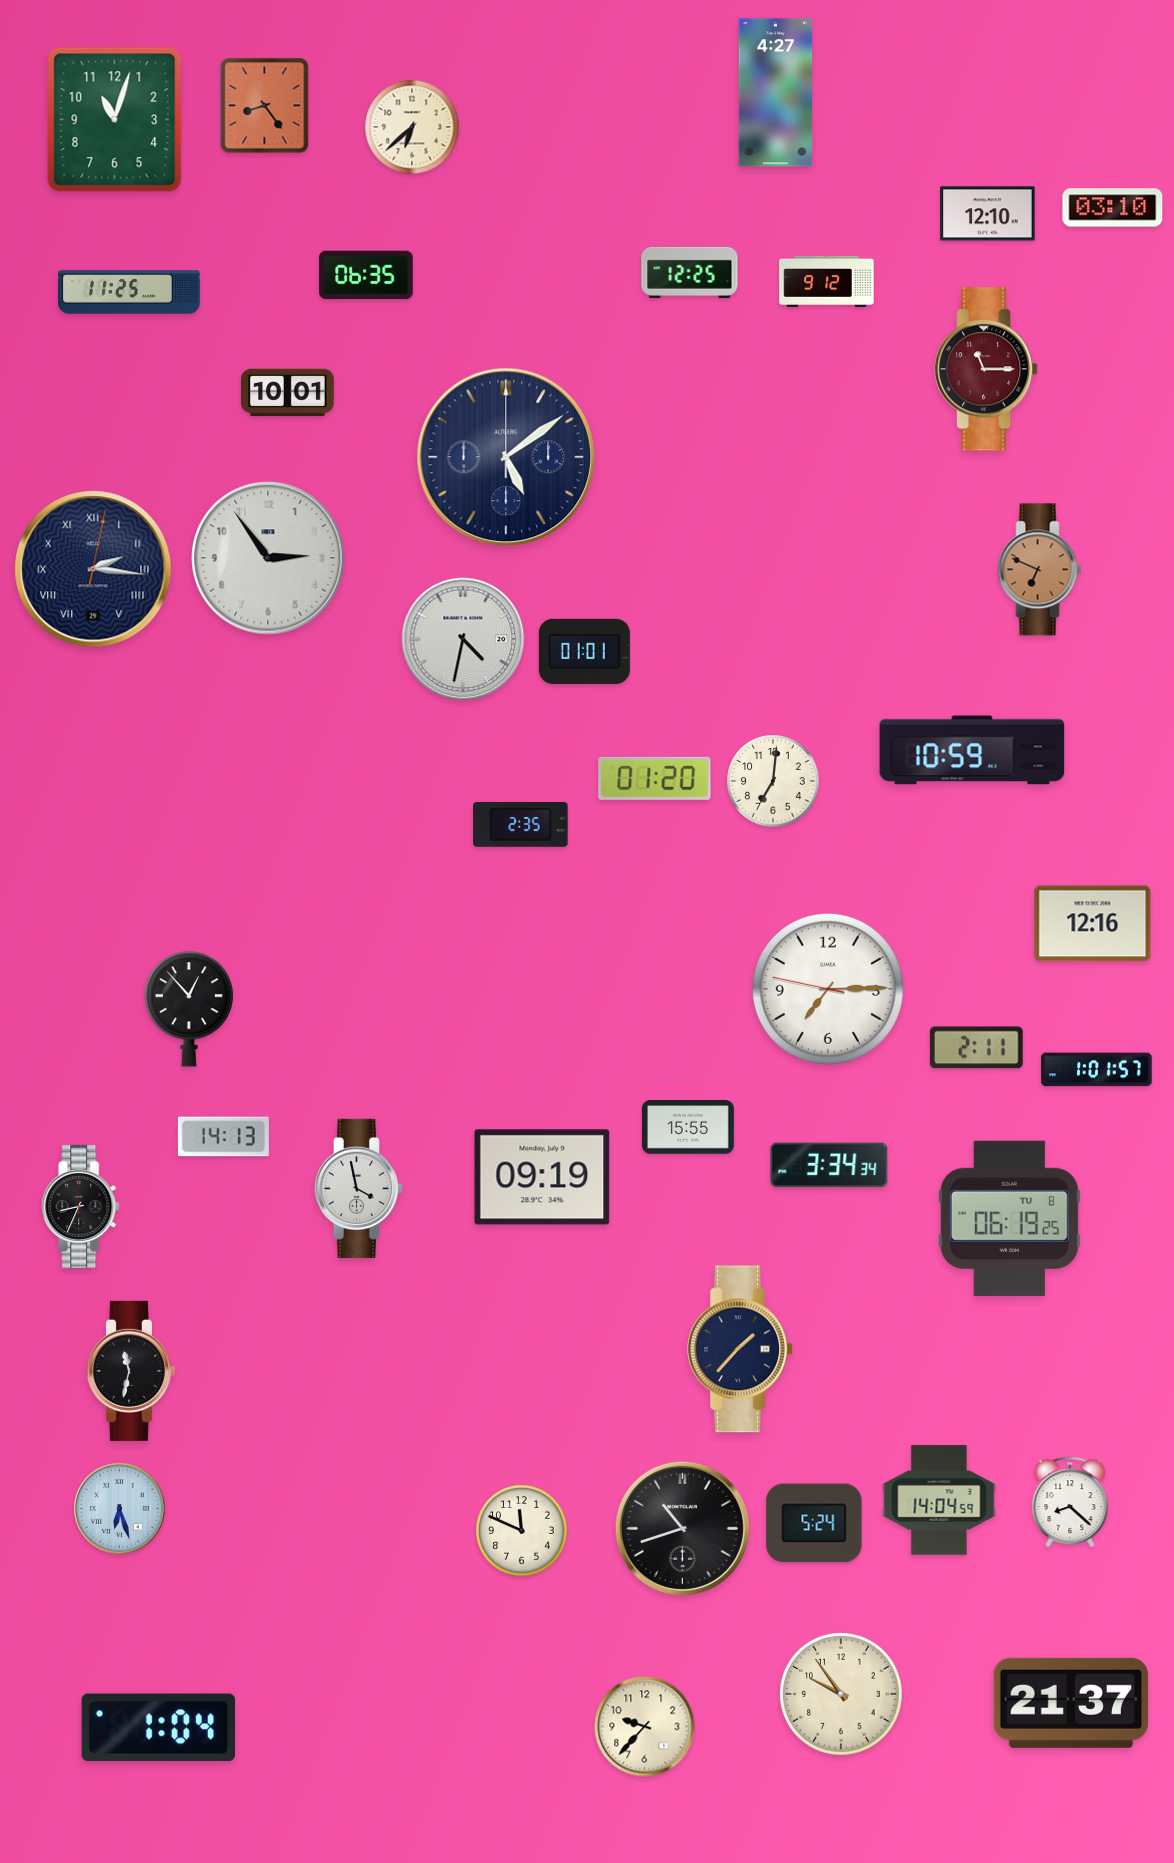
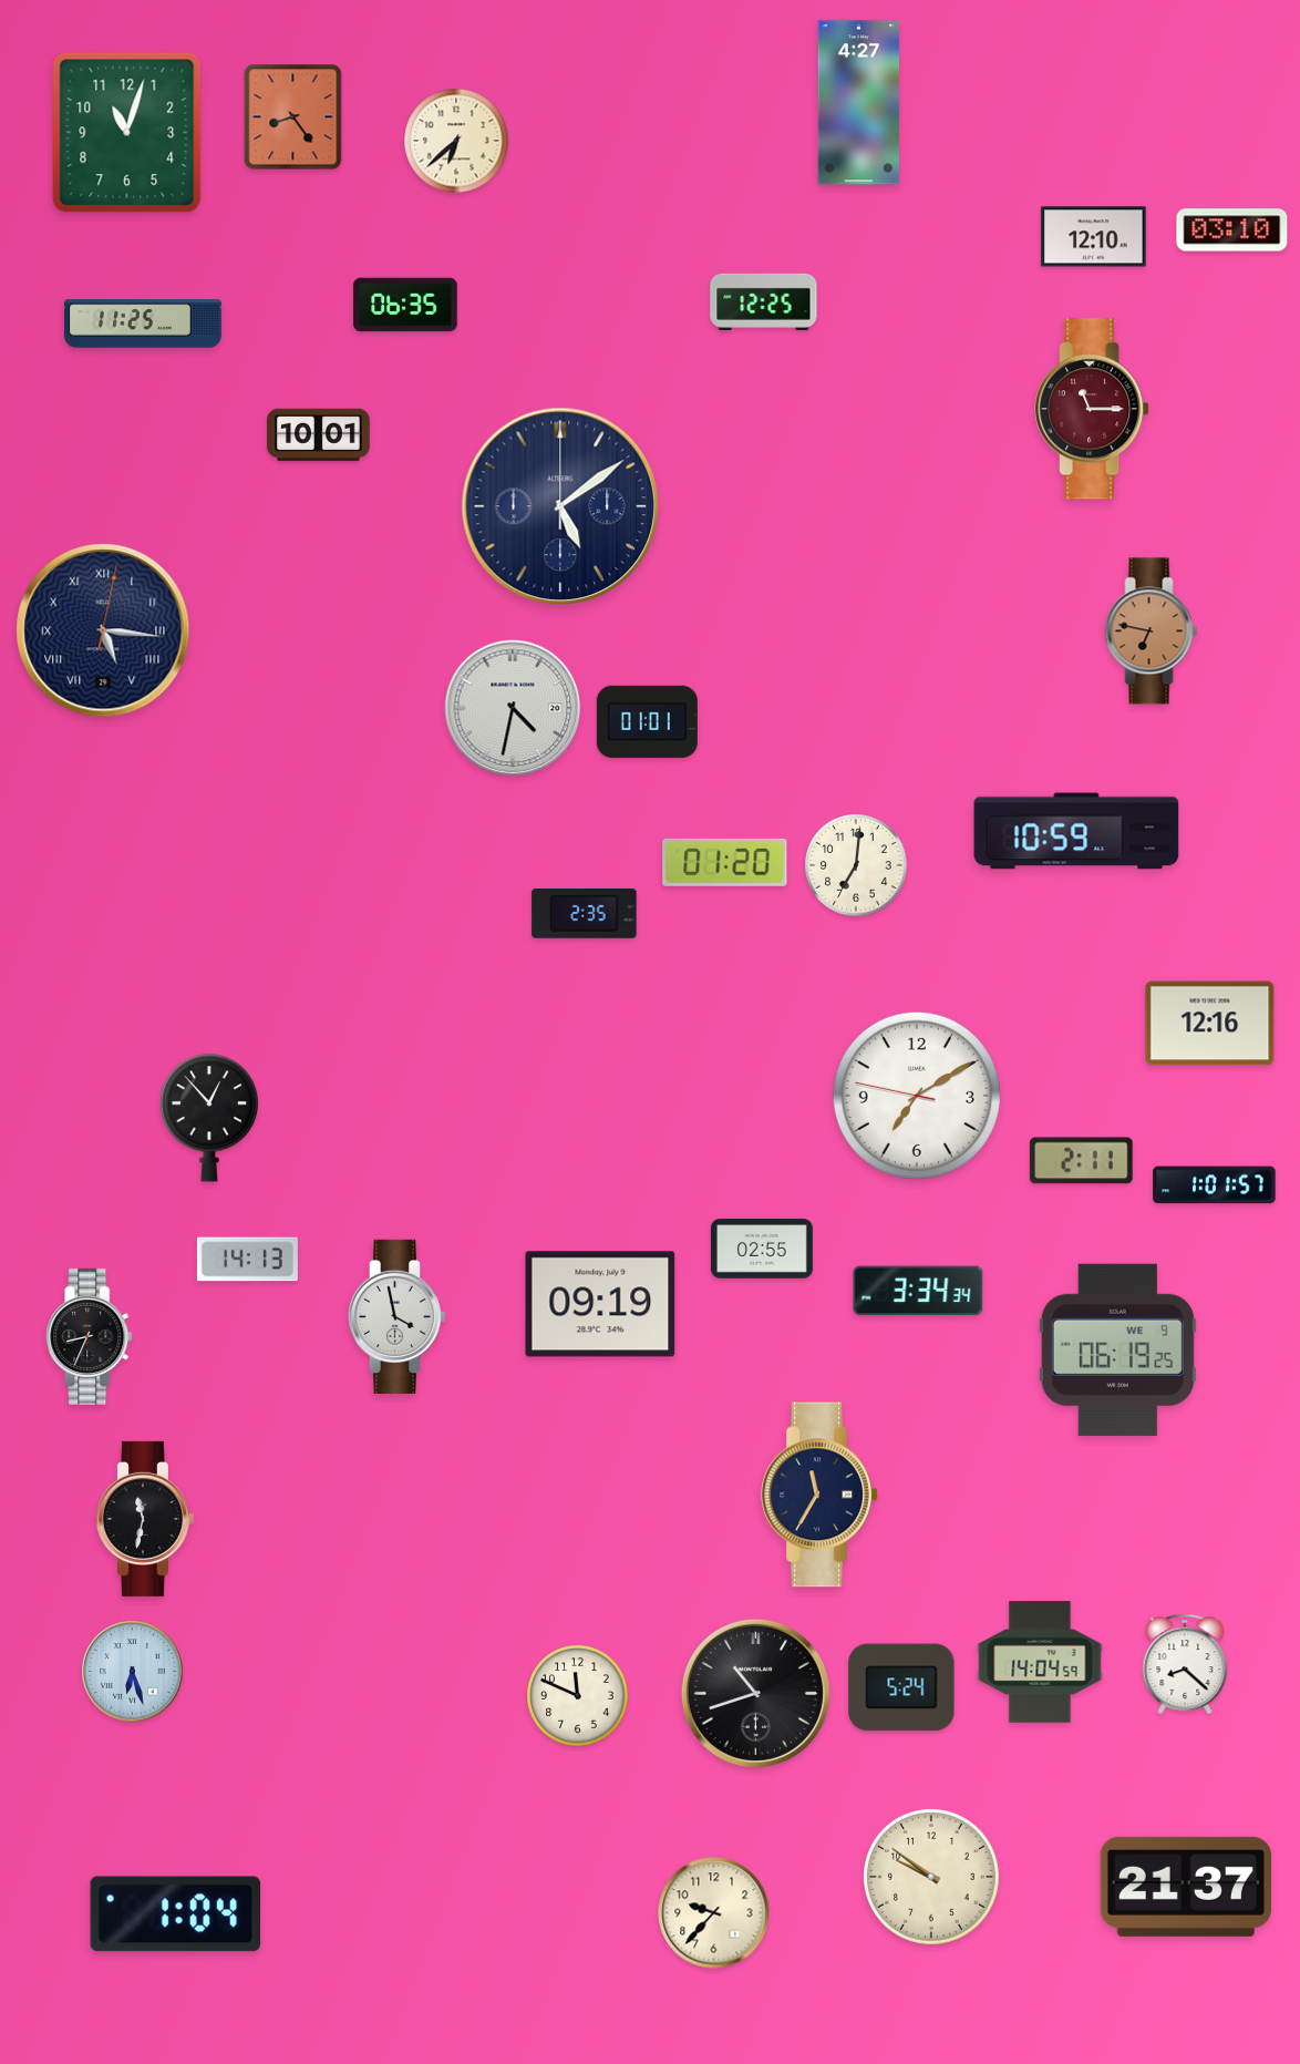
clock at (827, 281): 9:12 -> none
clock at (268, 558): 2:54 -> none
clock at (93, 569): 2:16 -> 5:16
clock at (1040, 570): 6:49 -> 6:47
clock at (521, 824) position: (521, 824) -> (585, 913)
clock at (828, 989): 7:14 -> 7:09
clock at (688, 1127): 15:55 -> 02:55
clock at (1009, 1218) date: TU 8 -> WE 9
clock at (740, 1349): 1:37 -> 11:35
clock at (841, 1694): 9:54 -> 9:51
